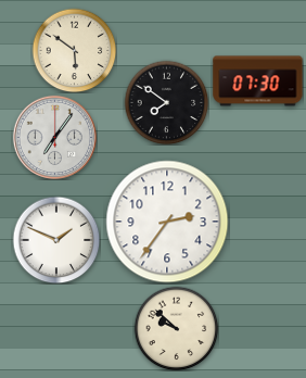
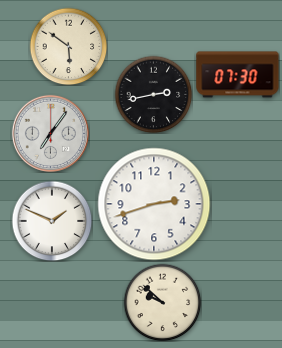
clock at (166, 102): 7:51 -> 2:43
clock at (54, 137) position: (54, 137) -> (50, 133)
clock at (167, 222): 2:36 -> 2:42
